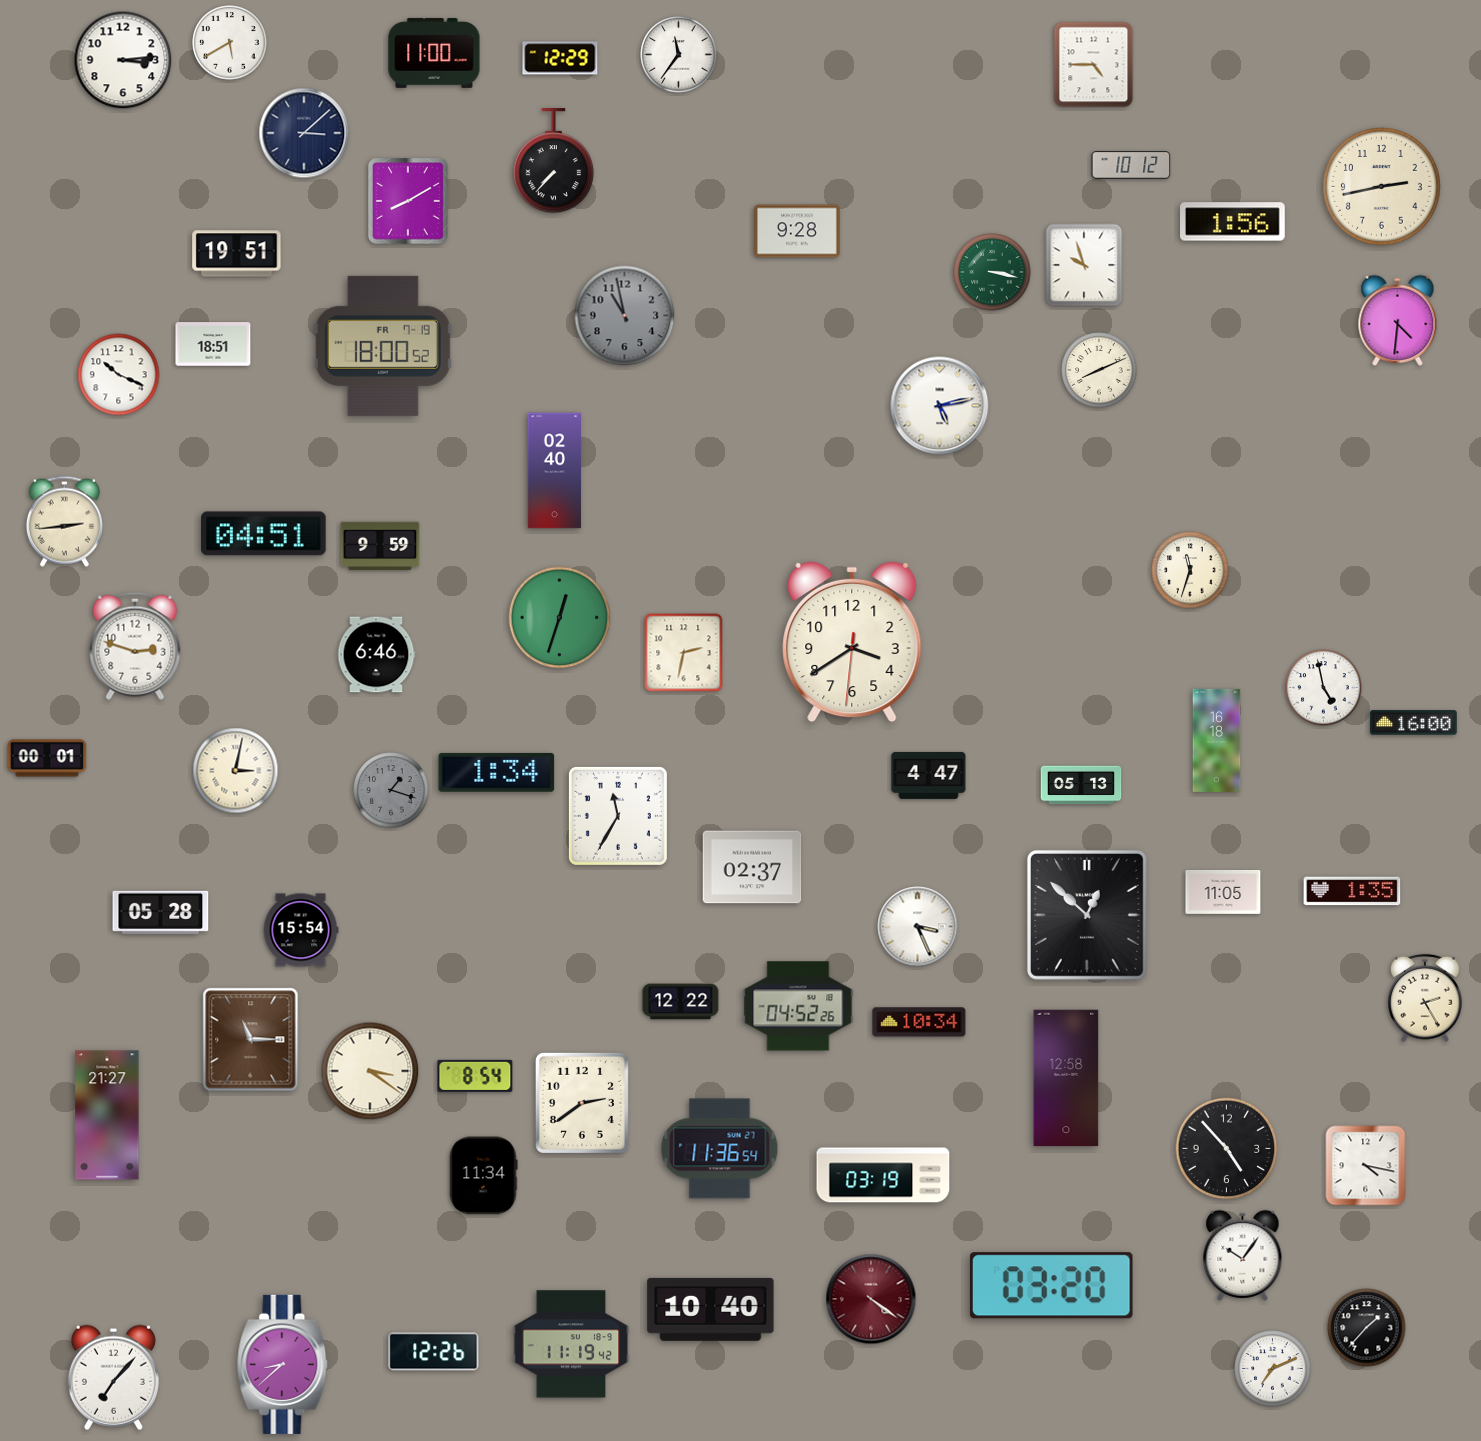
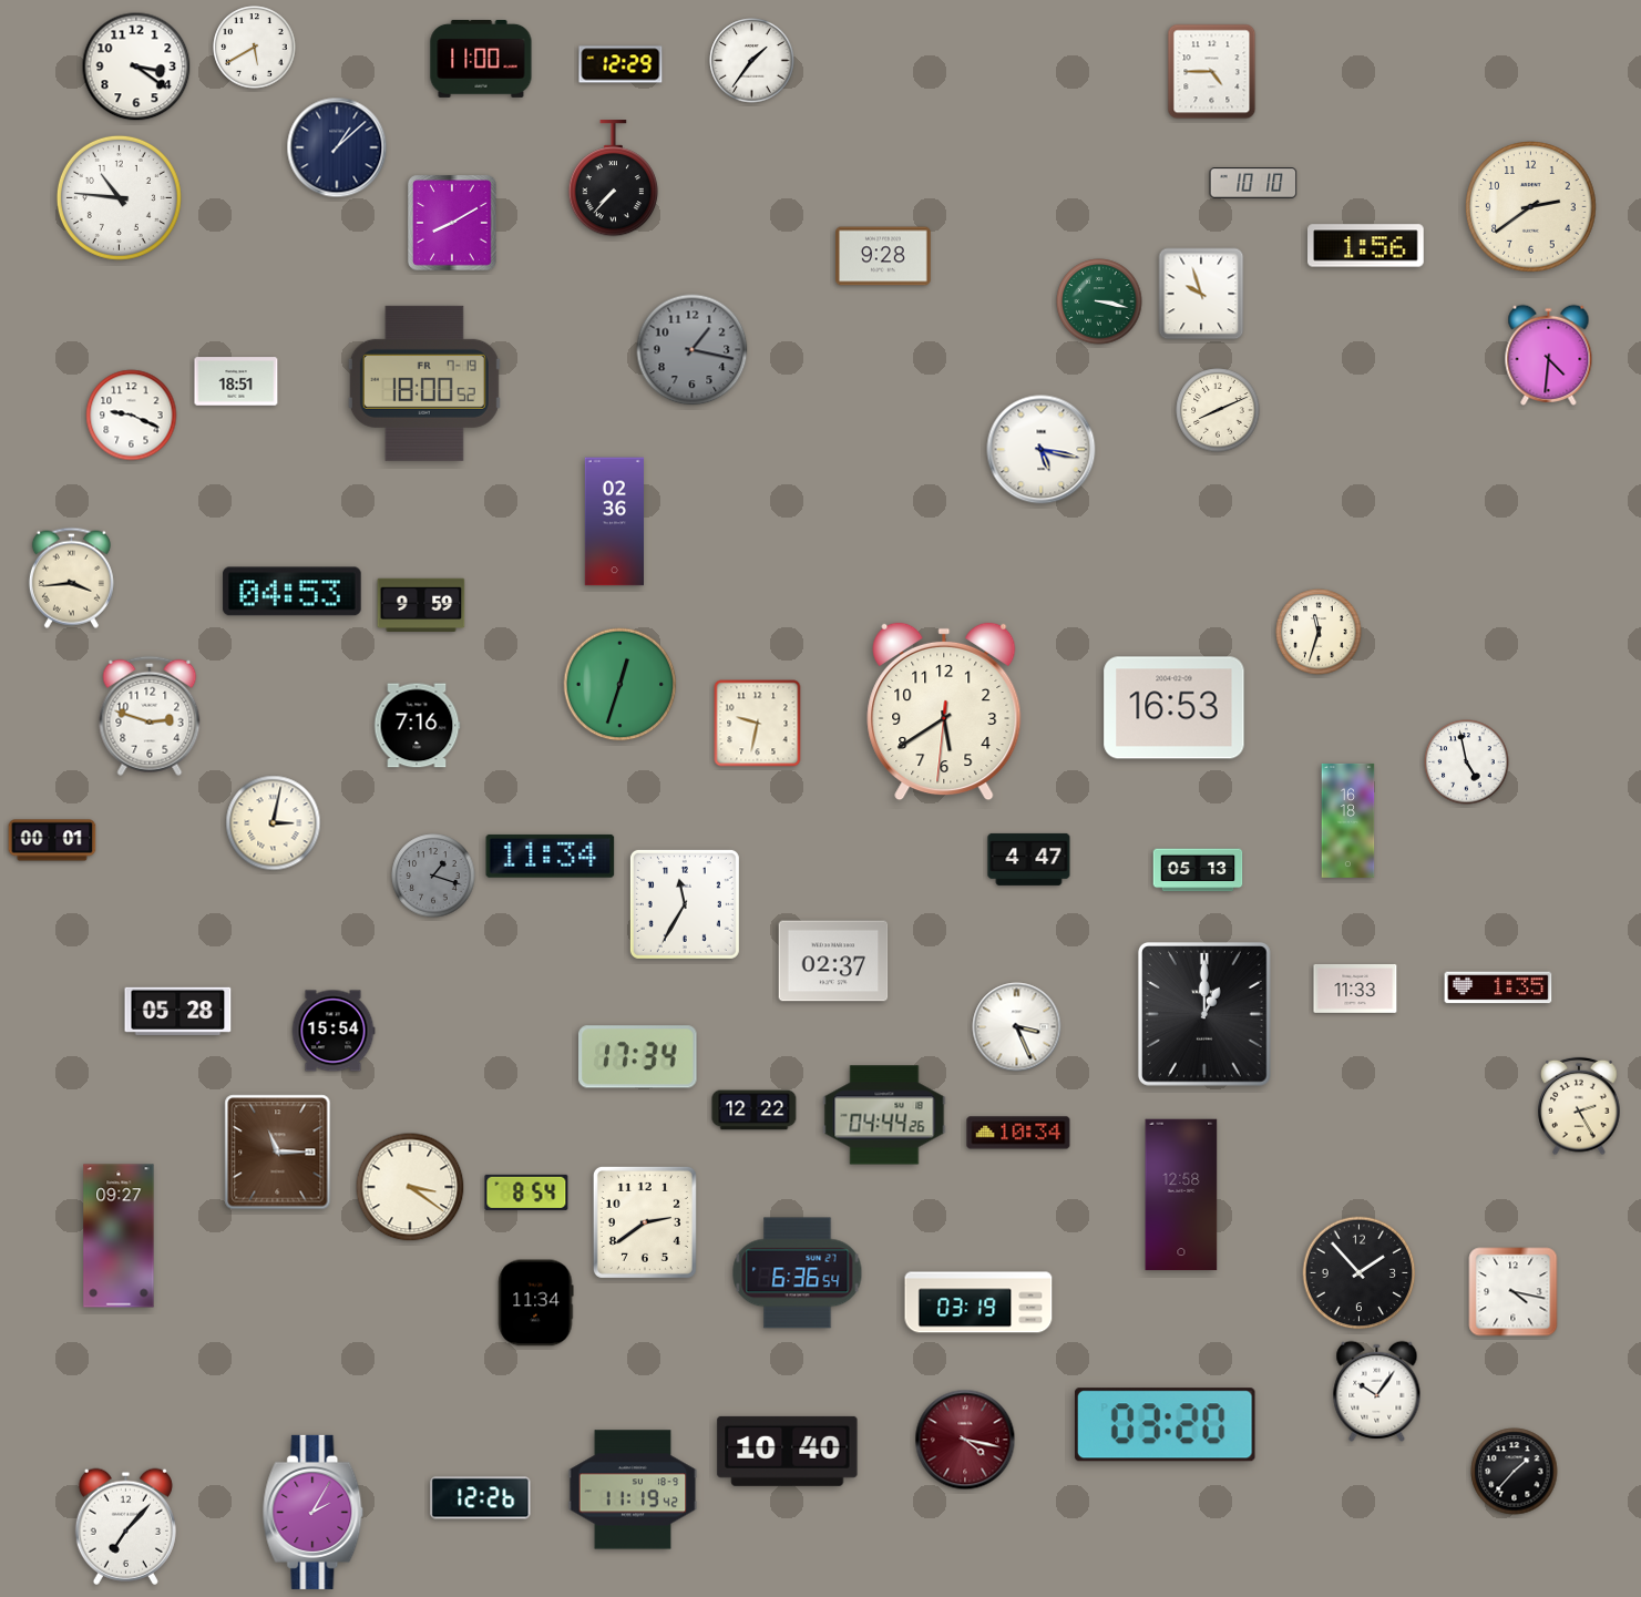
clock at (679, 55): 11:36 -> 1:36
clock at (123, 60): 3:14 -> 3:21
clock at (304, 133): 3:08 -> 1:08
clock at (1131, 166): 10:12 -> 10:10
clock at (119, 197): none -> 10:46
clock at (1382, 187): 2:43 -> 2:39
clock at (237, 254): 19:51 -> none
clock at (625, 316): 10:58 -> 1:17
clock at (119, 375): 10:19 -> 9:19
clock at (940, 406): 5:13 -> 5:17
clock at (554, 471): 02:40 -> 02:36
clock at (64, 521): 2:44 -> 3:44
clock at (264, 534): 04:51 -> 04:53
clock at (1175, 708): none -> 16:53
clock at (852, 642): 3:39 -> 5:39
clock at (684, 653): 2:32 -> 9:32
clock at (376, 655): 6:46 -> 7:16
clock at (1414, 723): 16:00 -> none
clock at (236, 771) position: (236, 771) -> (274, 823)
clock at (497, 772): 1:34 -> 11:34
clock at (1223, 892): 11:05 -> 11:33
clock at (1087, 915): 12:52 -> 1:00
clock at (638, 1057): none -> 17:34
clock at (798, 1006): 04:52 -> 04:44
clock at (107, 1115): 21:27 -> 09:27
clock at (720, 1149): 11:36 -> 6:36
clock at (1227, 1149): 4:53 -> 1:53
clock at (871, 1299): 4:21 -> 4:17
clock at (283, 1364): 8:38 -> 2:05
clock at (1273, 1369): 7:11 -> none
